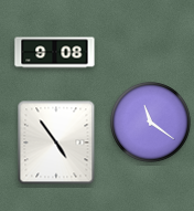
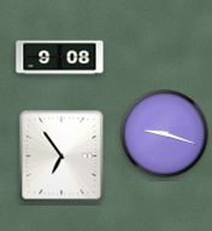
clock at (151, 123): 11:21 -> 9:18
clock at (56, 143): 4:54 -> 6:54
